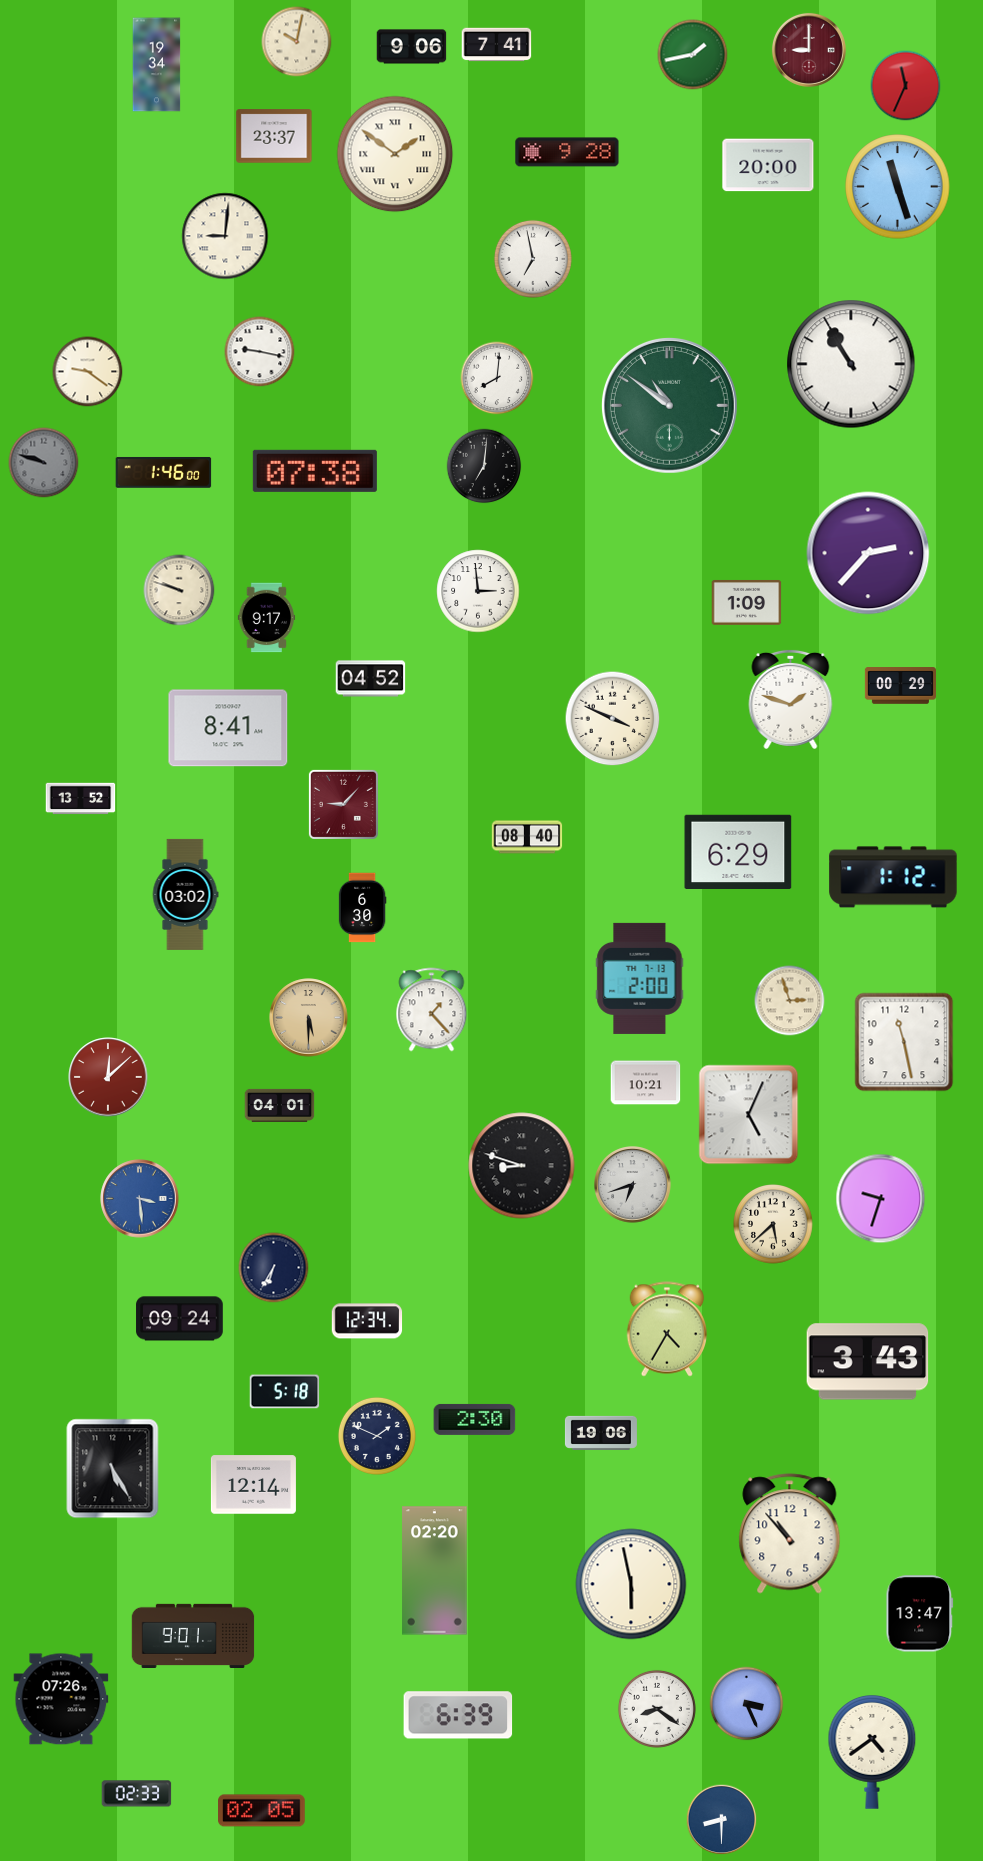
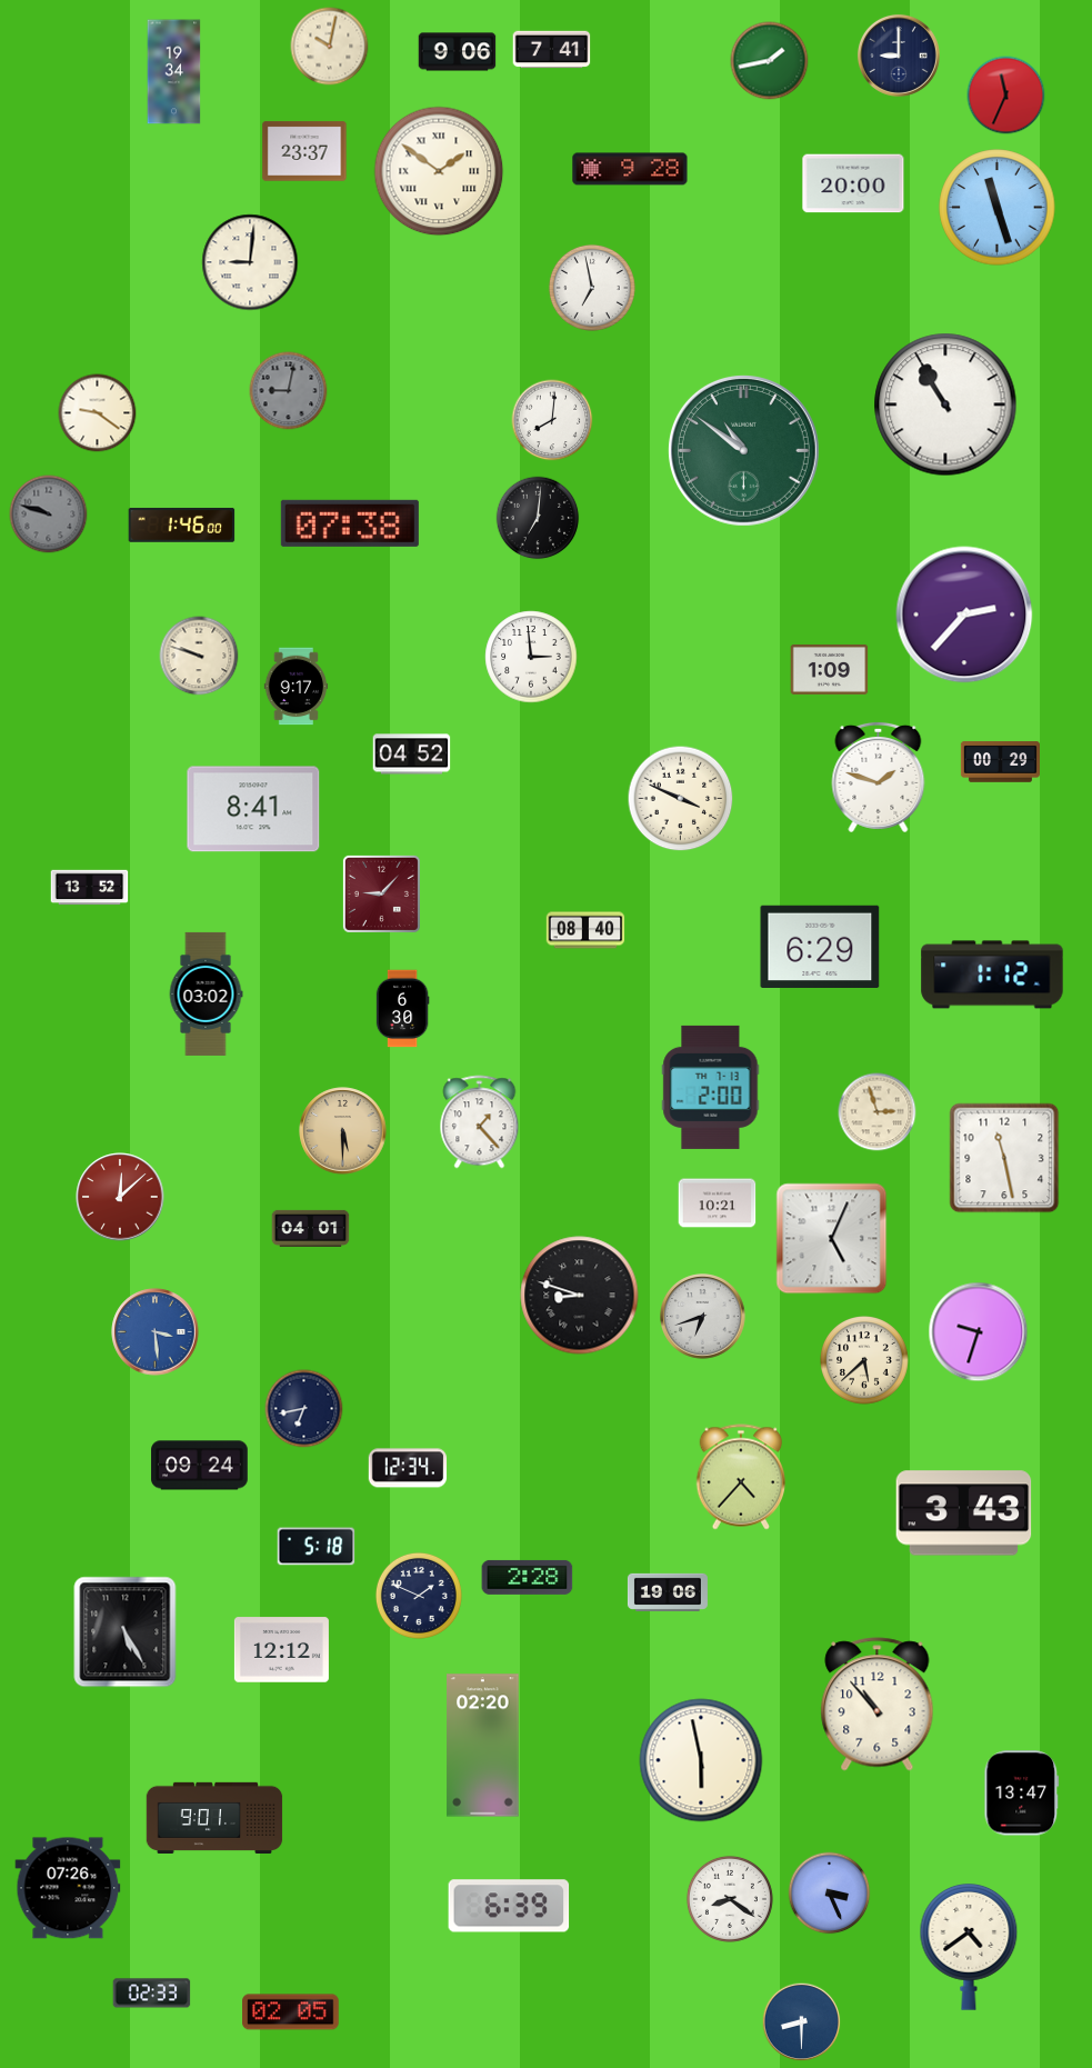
clock at (809, 50) dial: burgundy -> navy
clock at (260, 352): 9:17 -> 9:02
clock at (260, 352) dial: white -> grey
clock at (774, 1225) position: (774, 1225) -> (865, 1361)
clock at (274, 1268): 6:35 -> 6:43
clock at (667, 1329): 4:35 -> 4:37
clock at (475, 1419): 2:30 -> 2:28
clock at (253, 1485): 12:14 -> 12:12
